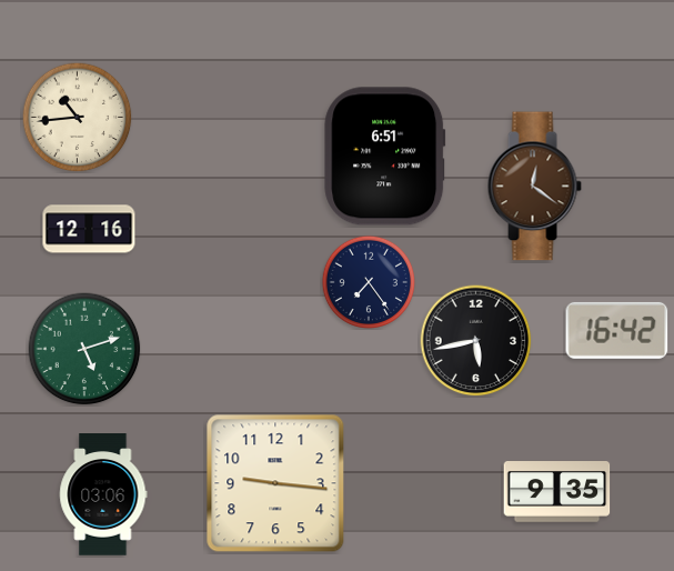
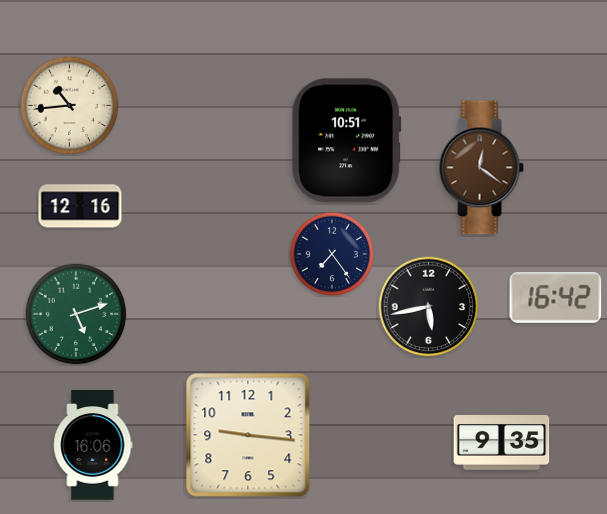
clock at (385, 157): 6:51 -> 10:51
clock at (103, 494): 03:06 -> 16:06
